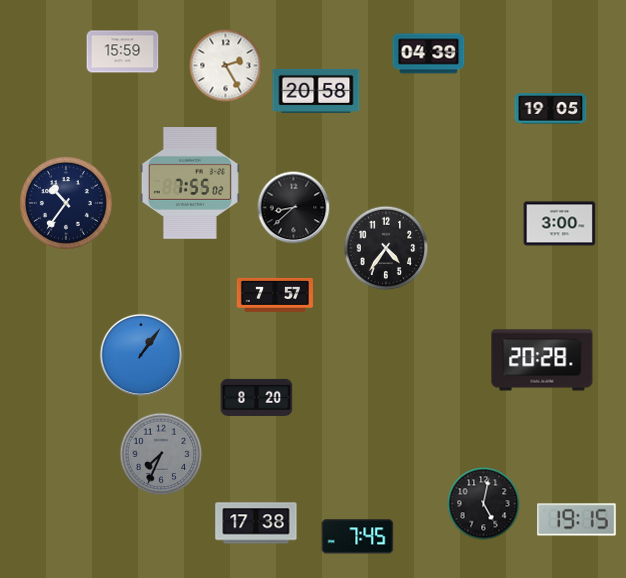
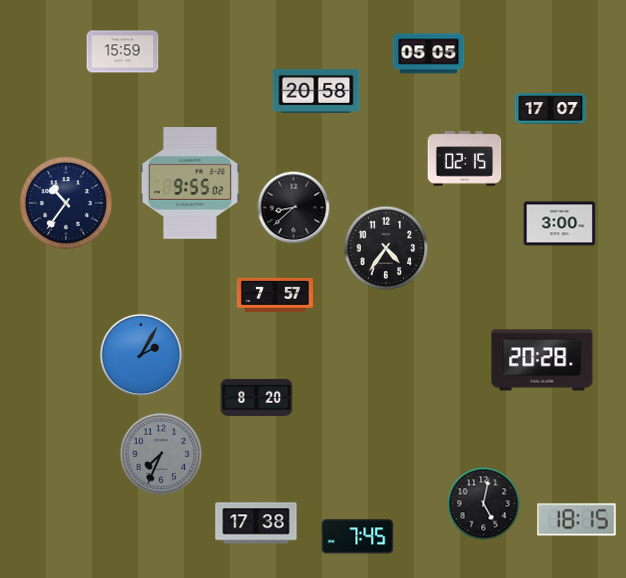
clock at (429, 54): 04:39 -> 05:05
clock at (226, 66): 2:25 -> none
clock at (551, 109): 19:05 -> 17:07
clock at (465, 159): none -> 02:15
clock at (190, 184): 7:55 -> 9:55
clock at (141, 355): 1:06 -> 2:05
clock at (577, 520): 19:15 -> 18:15
